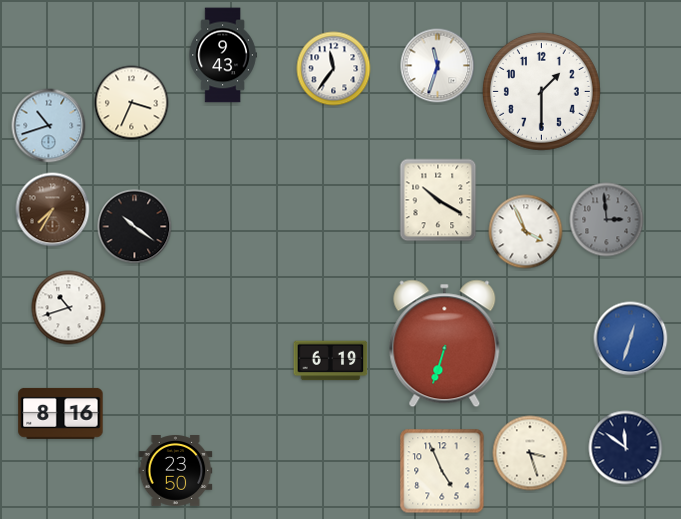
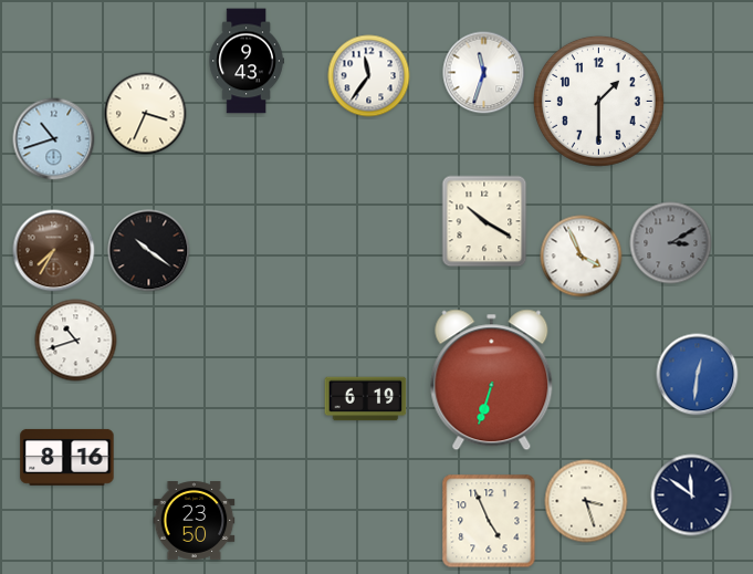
clock at (53, 210) position: (53, 210) -> (54, 251)
clock at (607, 220): 2:59 -> 3:10
clock at (631, 339): 12:33 -> 12:31
